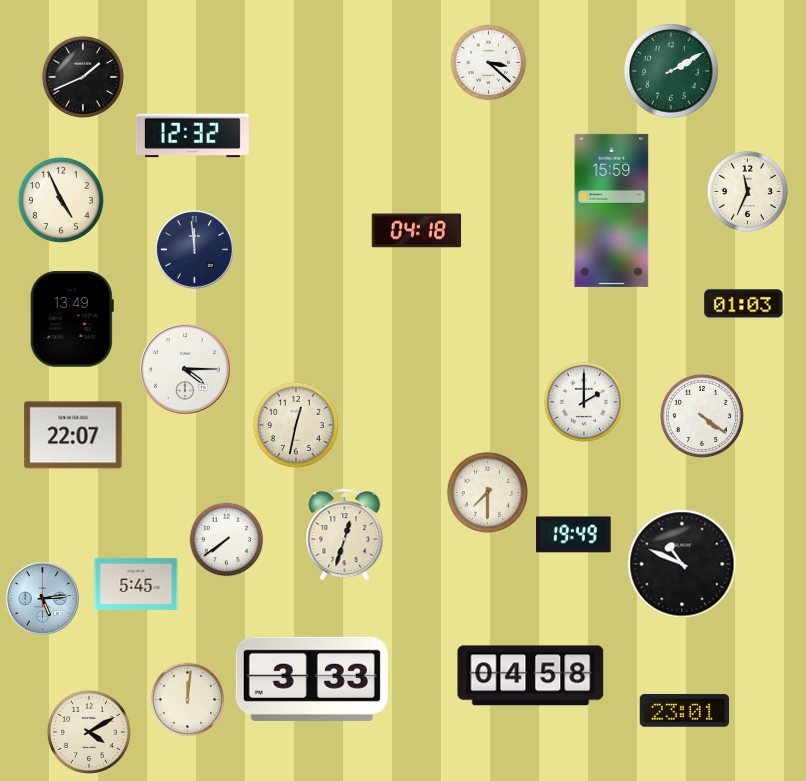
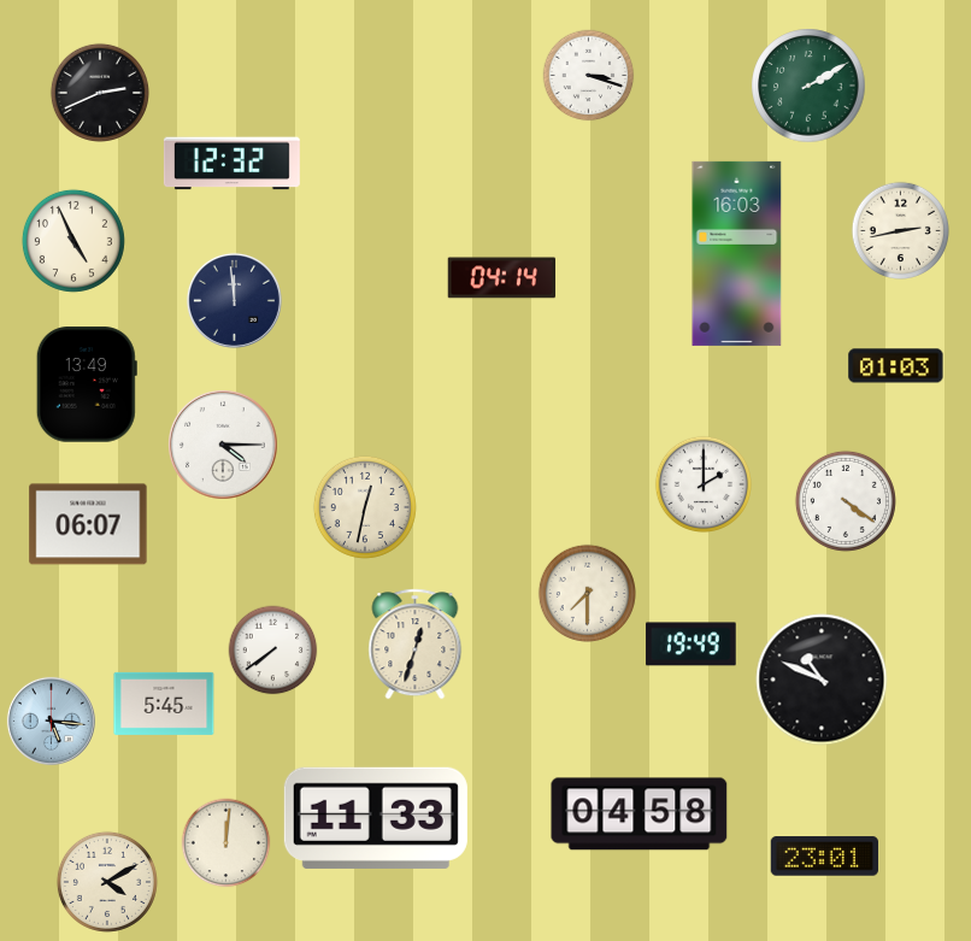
clock at (489, 63): 3:22 -> 3:18
clock at (83, 77): 1:41 -> 2:41
clock at (747, 191): 11:34 -> 2:43
clock at (612, 210): 15:59 -> 16:03
clock at (417, 231): 04:18 -> 04:14
clock at (296, 425) position: (296, 425) -> (365, 507)
clock at (73, 435): 22:07 -> 06:07
clock at (42, 598): 5:14 -> 5:16
clock at (312, 679): 3:33 -> 11:33
